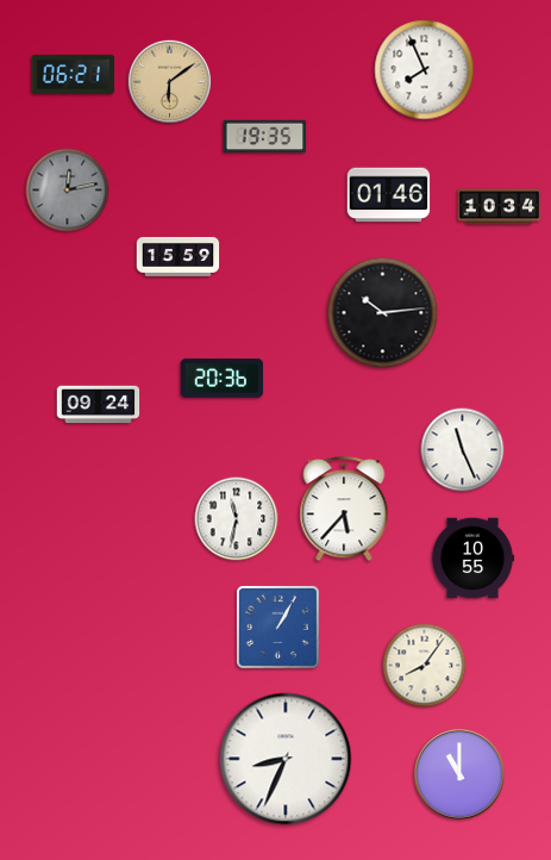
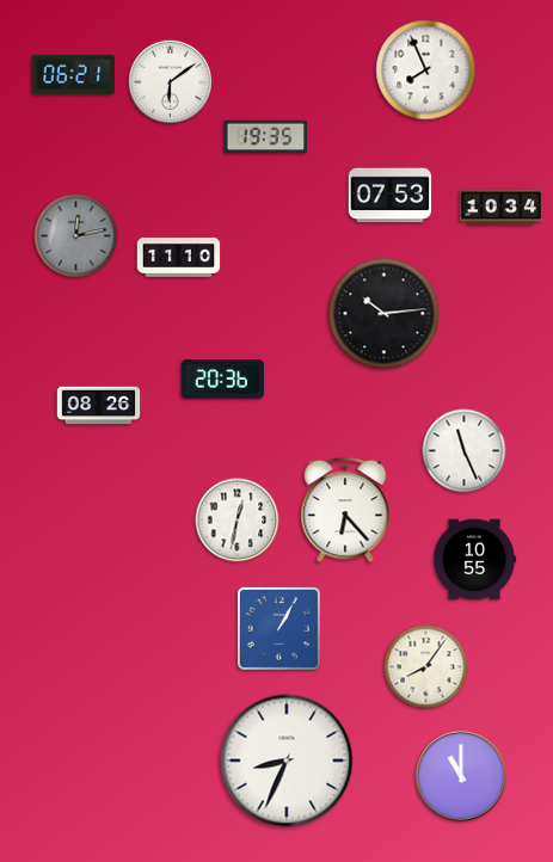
clock at (169, 81) dial: champagne -> white
clock at (68, 191) position: (68, 191) -> (76, 236)
clock at (389, 195): 01:46 -> 07:53
clock at (179, 257): 15:59 -> 11:10
clock at (99, 405): 09:24 -> 08:26
clock at (344, 510): 5:37 -> 6:23
clock at (237, 519): 11:32 -> 12:32
